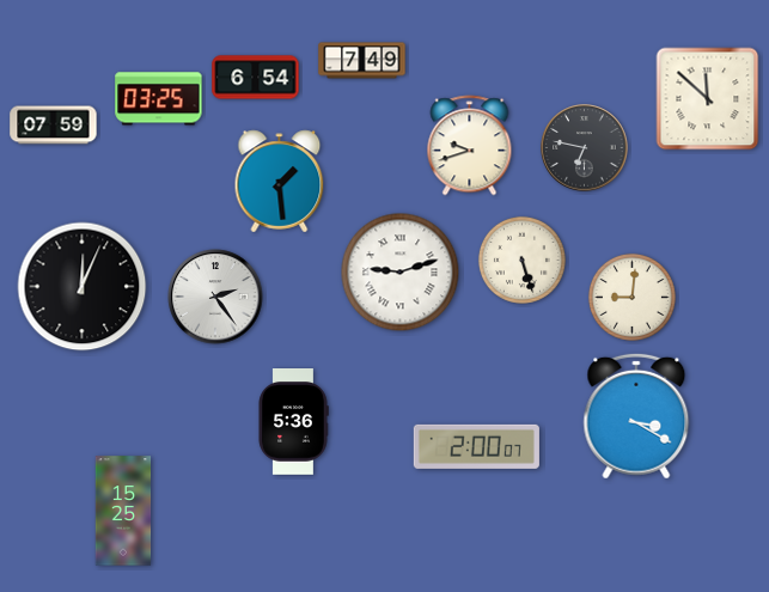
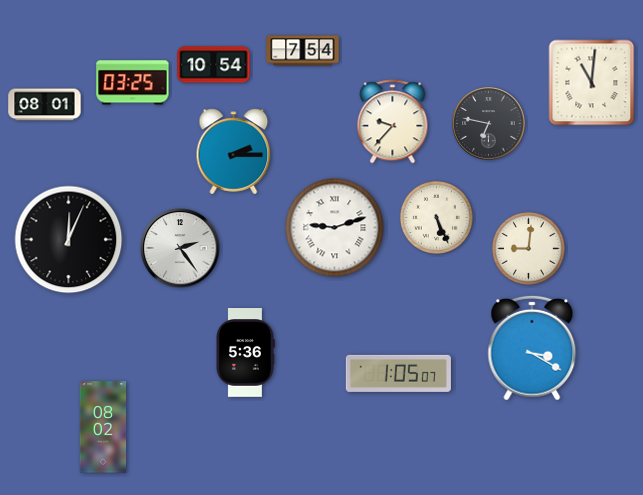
clock at (362, 61): 7:49 -> 7:54
clock at (256, 78): 6:54 -> 10:54
clock at (708, 99): 11:52 -> 11:01
clock at (54, 126): 07:59 -> 08:01
clock at (470, 146): 9:42 -> 9:37
clock at (280, 182): 1:29 -> 2:15
clock at (521, 260): 5:27 -> 5:26
clock at (476, 446): 2:00 -> 1:05
clock at (123, 511): 15:25 -> 08:02
